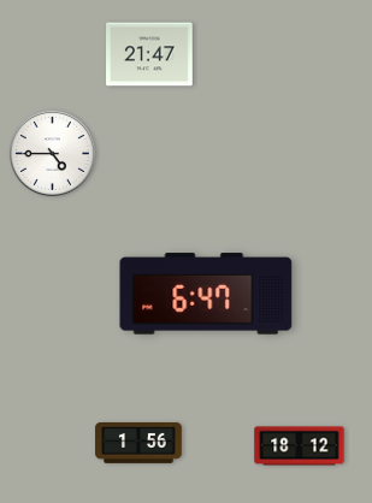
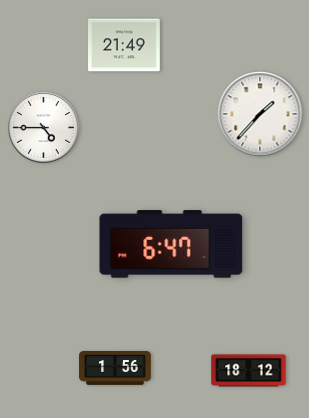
clock at (150, 54): 21:47 -> 21:49
clock at (260, 114): none -> 1:37
